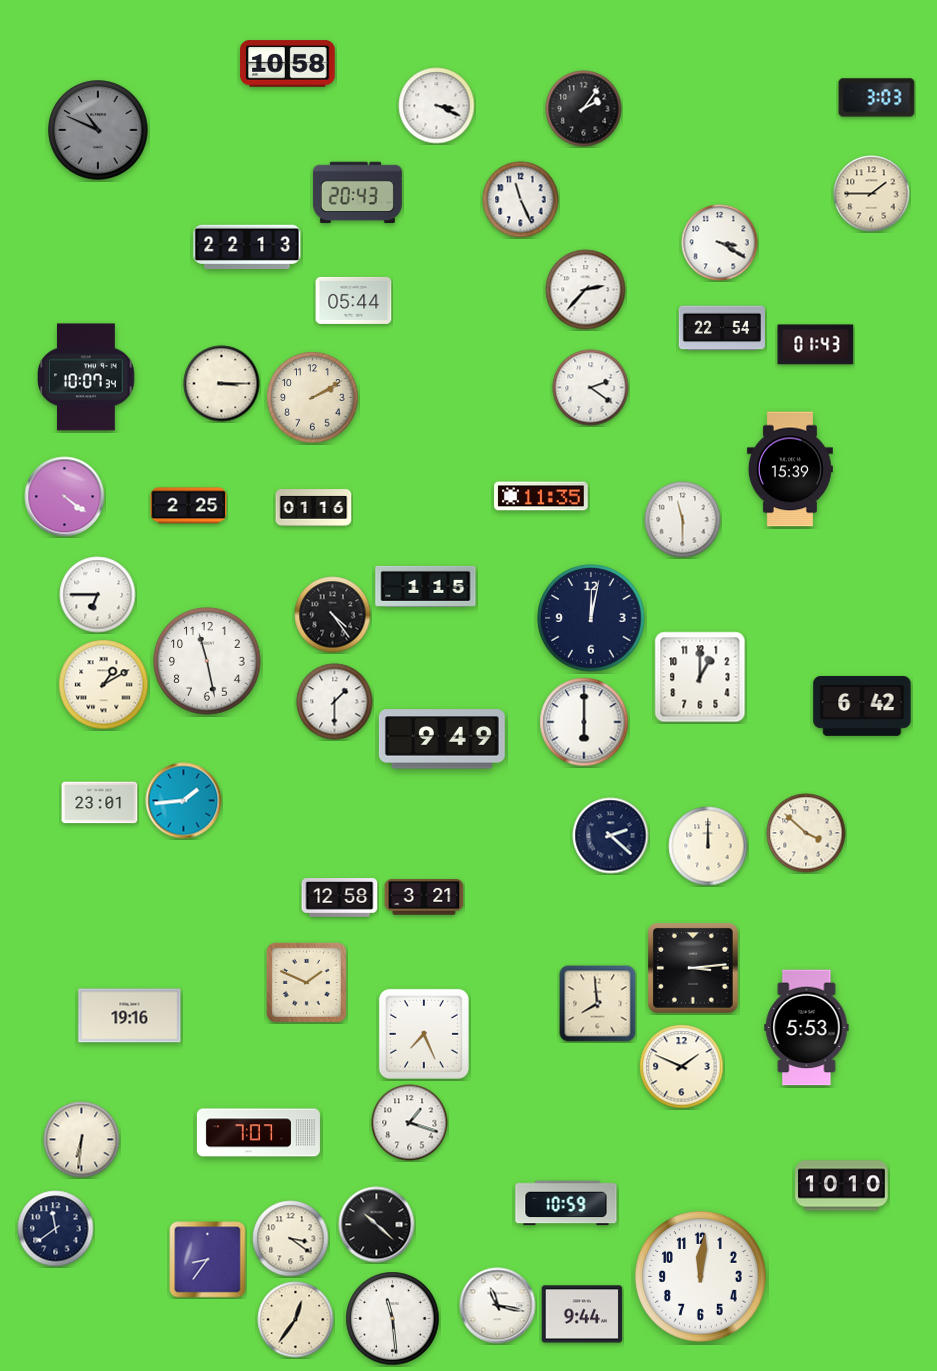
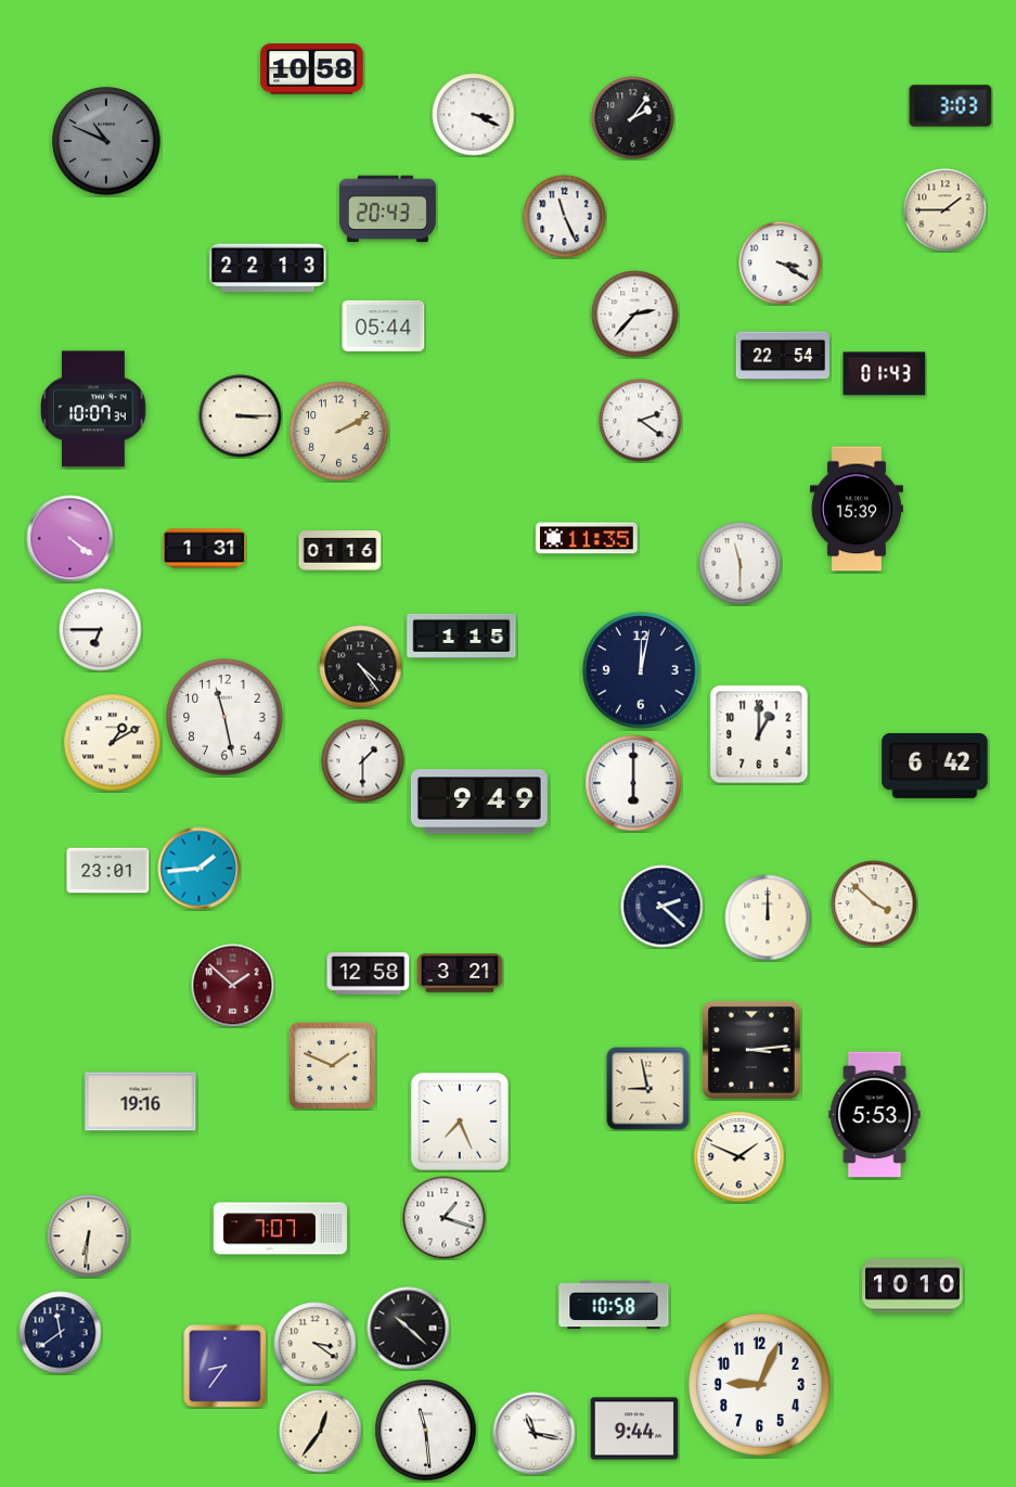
clock at (189, 506): 2:25 -> 1:31
clock at (98, 595) position: (98, 595) -> (101, 630)
clock at (233, 986): none -> 1:52
clock at (598, 1004): 7:59 -> 8:58
clock at (566, 1203): 10:59 -> 10:58
clock at (701, 1277): 12:01 -> 9:04
clock at (498, 1306) position: (498, 1306) -> (535, 1434)
clock at (582, 1314) position: (582, 1314) -> (634, 1428)
